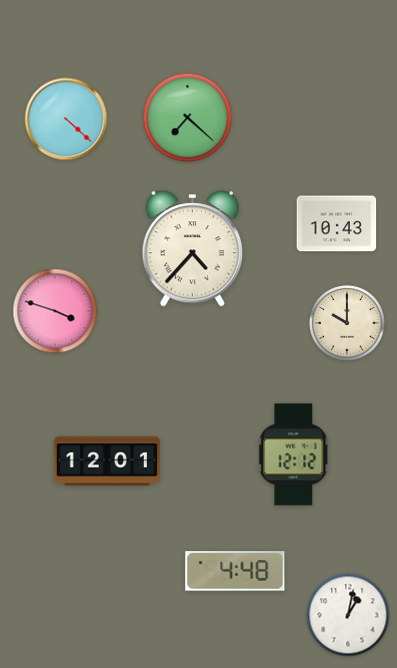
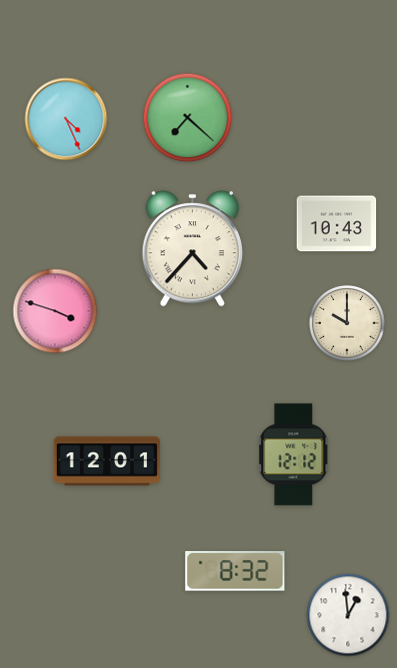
clock at (66, 119): 4:22 -> 4:26
clock at (235, 571): 4:48 -> 8:32
clock at (348, 615): 1:02 -> 12:59
